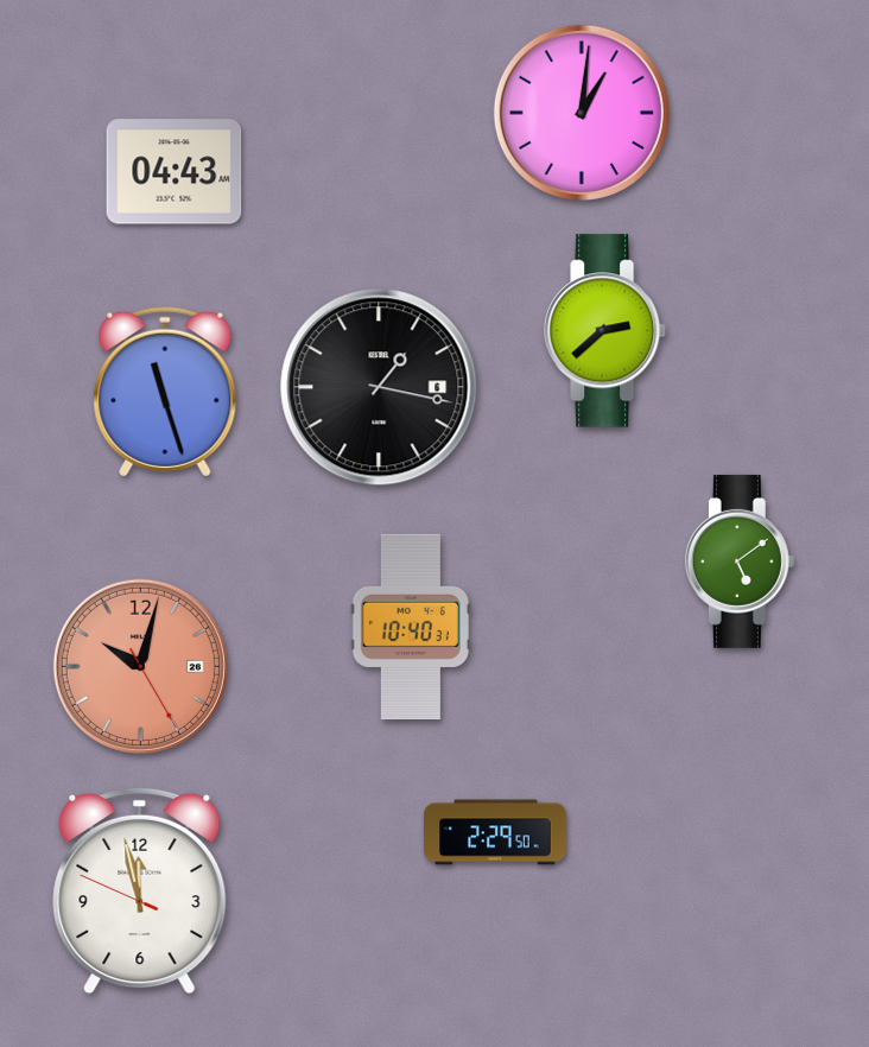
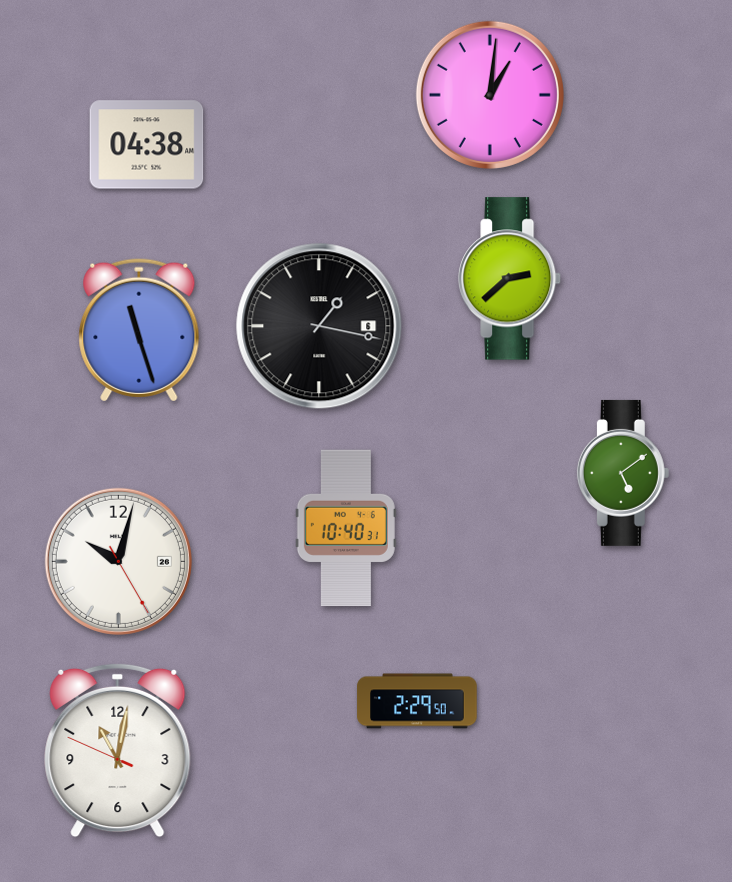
clock at (175, 172): 04:43 -> 04:38
clock at (140, 666) dial: salmon -> white
clock at (140, 890): 11:57 -> 11:01
